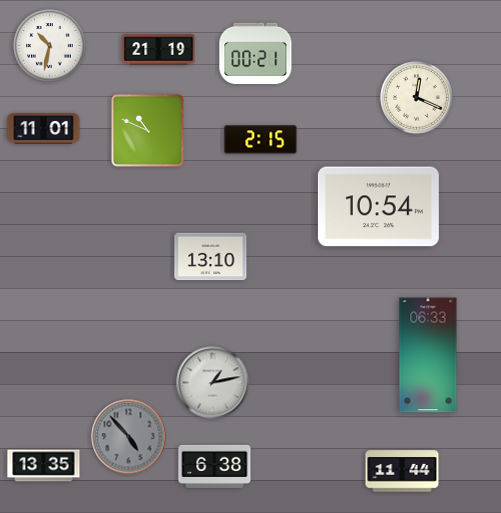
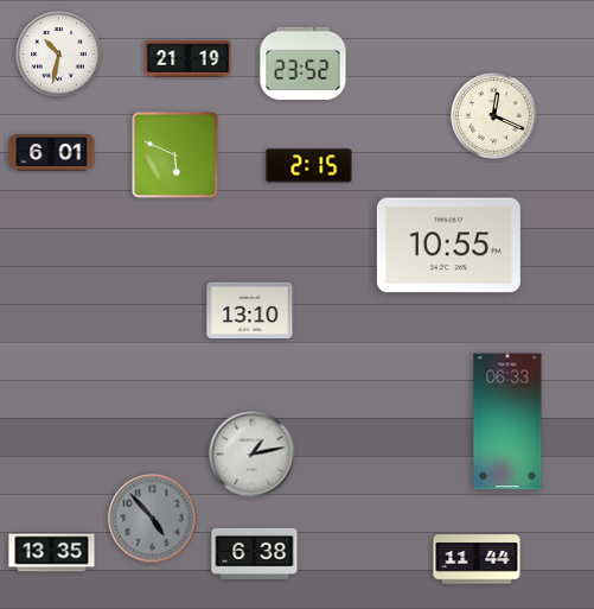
clock at (256, 54): 00:21 -> 23:52
clock at (44, 129): 11:01 -> 6:01
clock at (147, 130): 10:49 -> 5:49
clock at (378, 207): 10:54 -> 10:55
clock at (211, 257) position: (211, 257) -> (250, 311)
